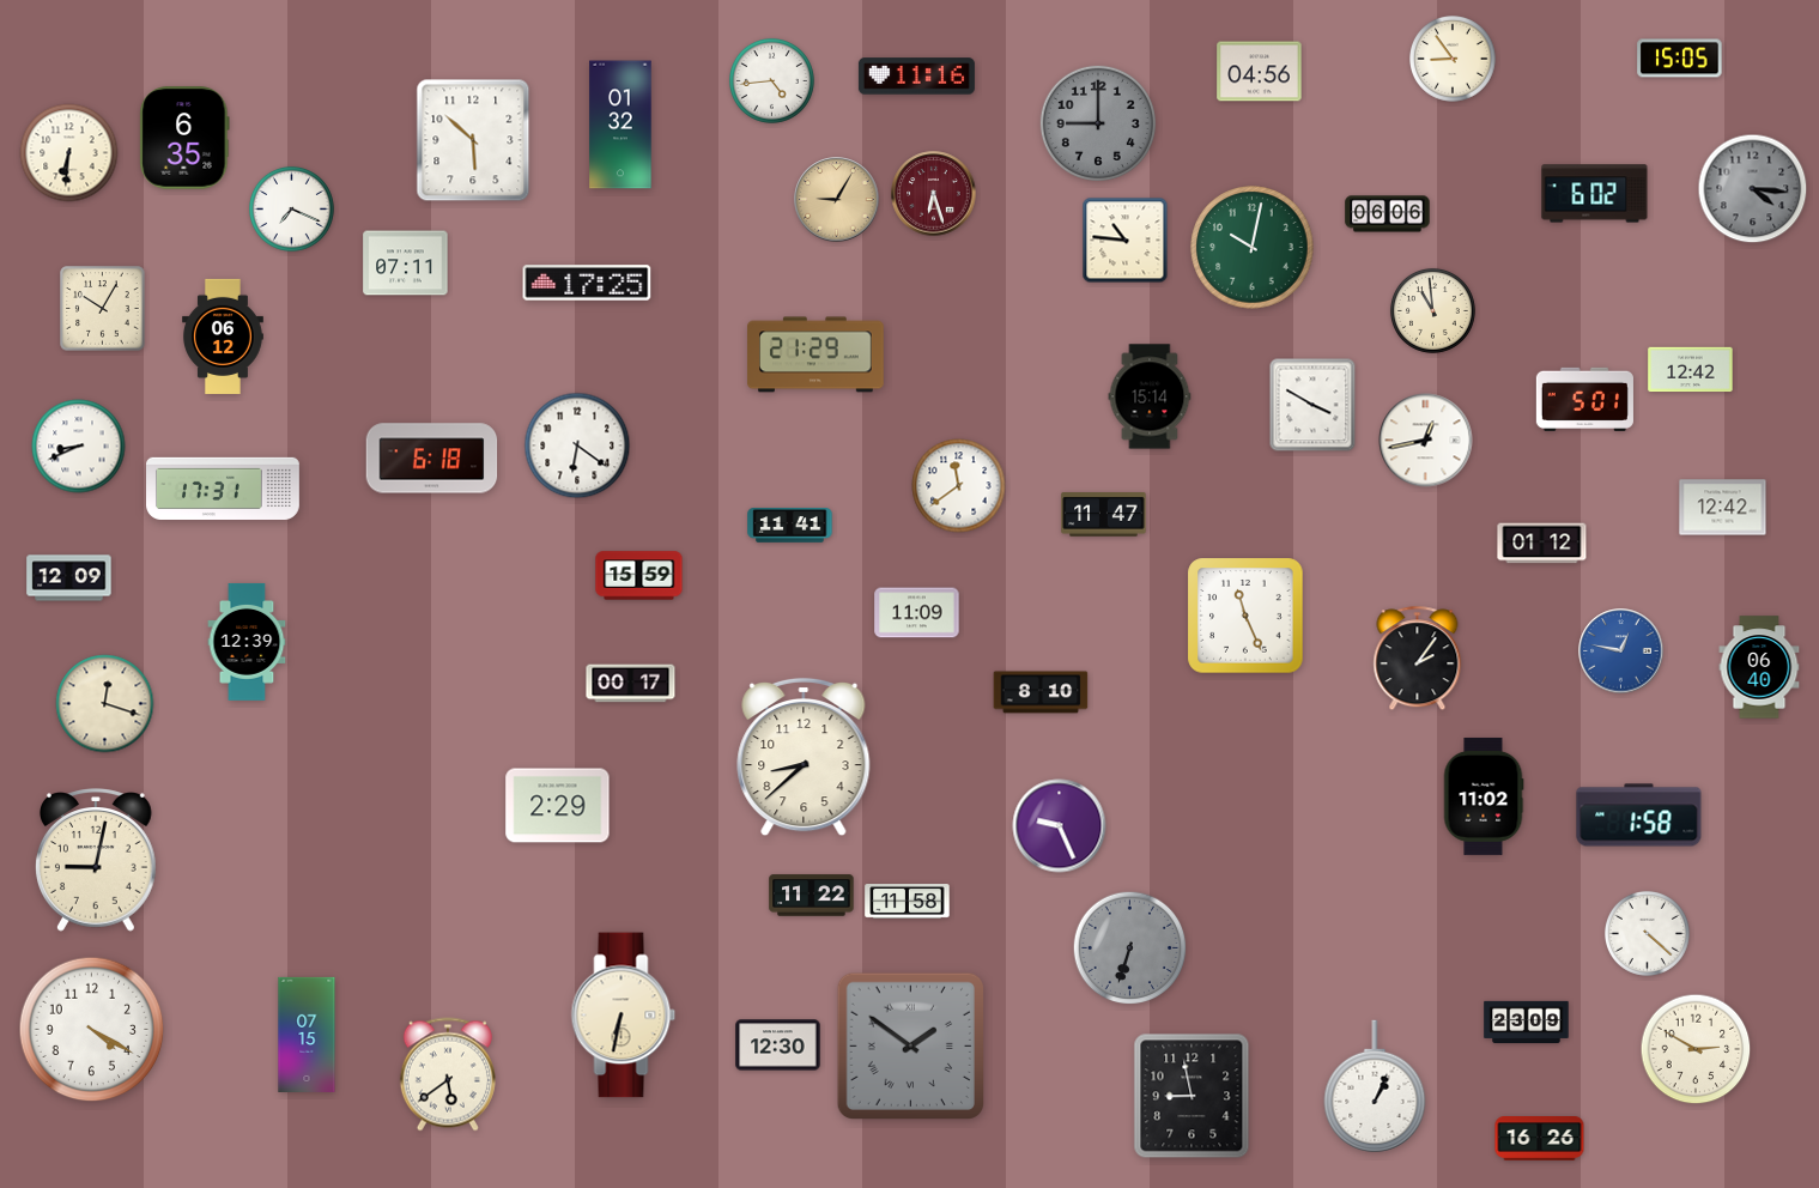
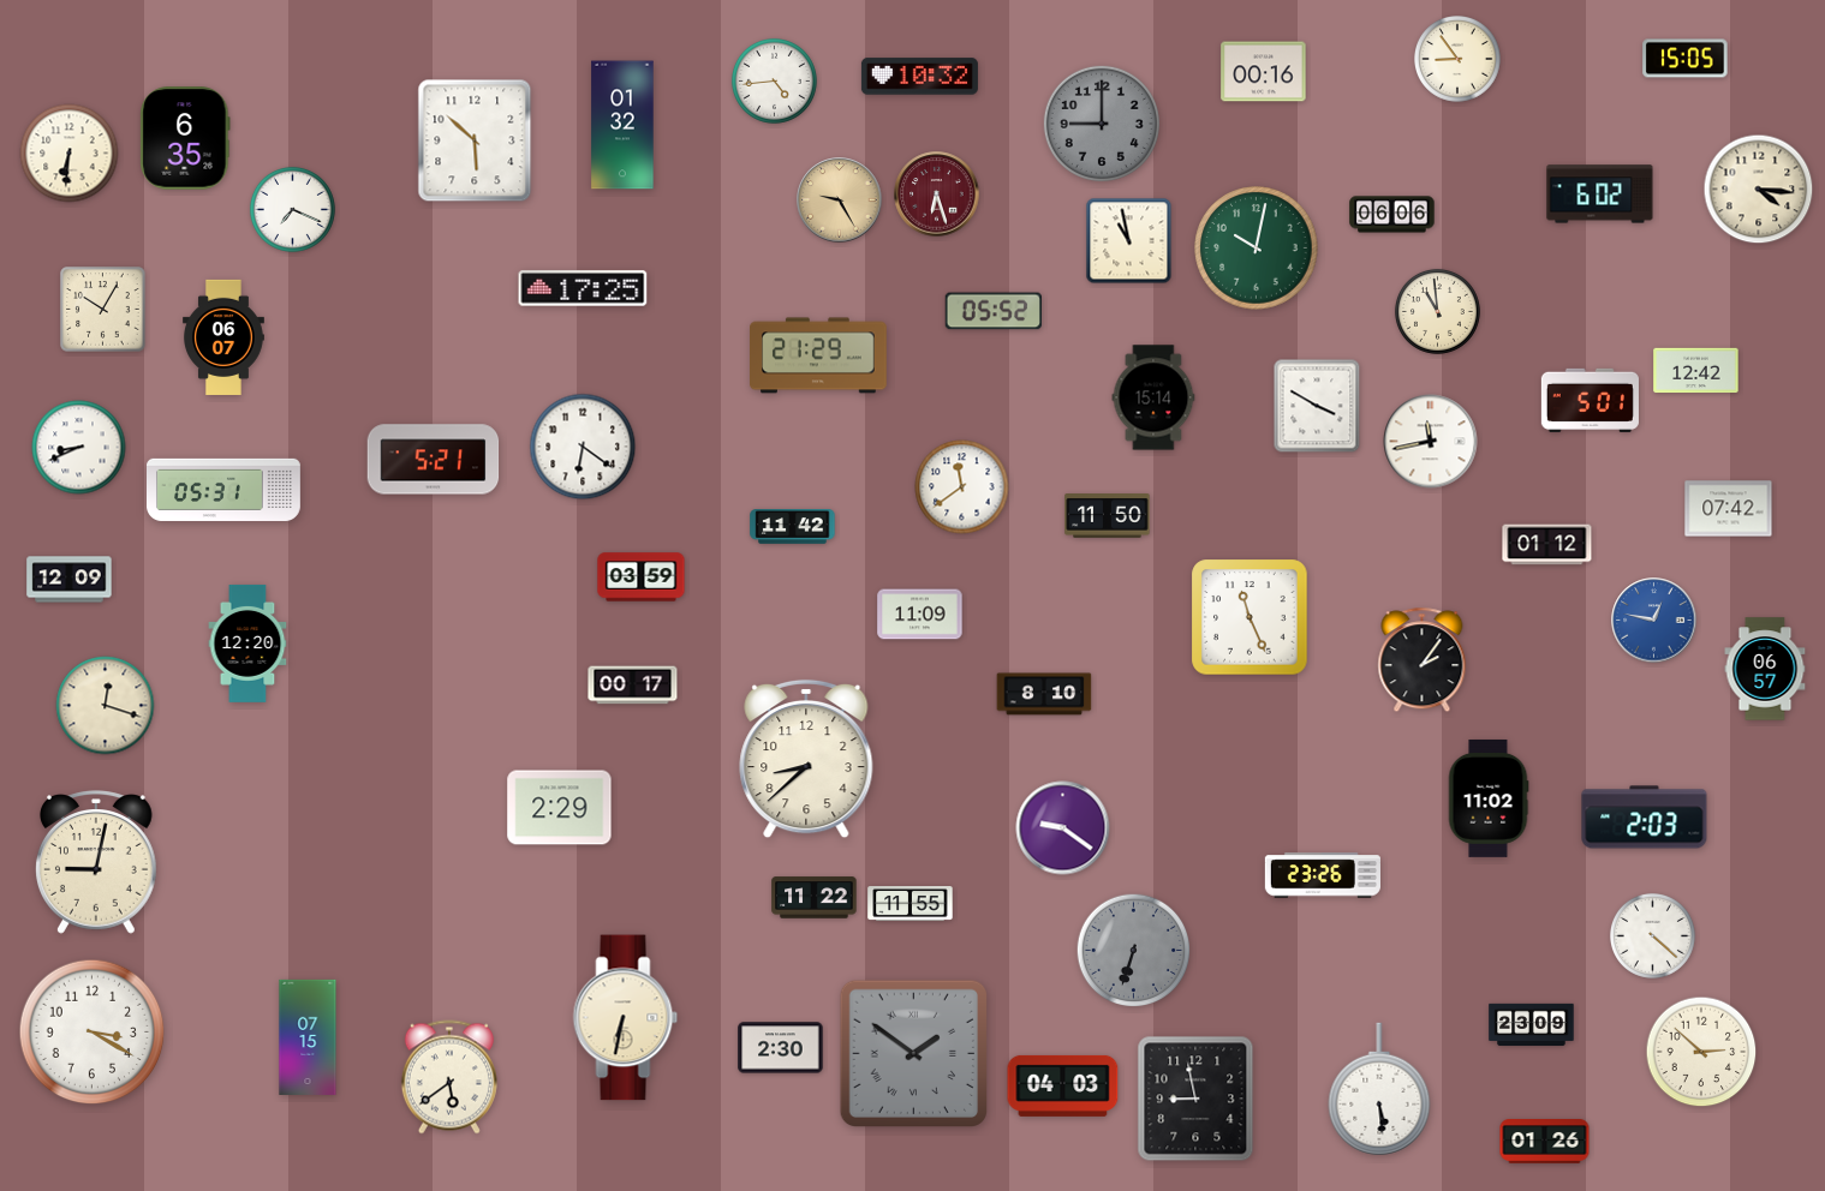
clock at (1260, 72): 04:56 -> 00:16
clock at (916, 77): 11:16 -> 10:32
clock at (1753, 189) dial: grey -> cream
clock at (837, 200): 9:05 -> 9:25
clock at (1126, 241): 10:46 -> 10:58
clock at (406, 263): 07:11 -> none
clock at (587, 283) position: (587, 283) -> (583, 288)
clock at (992, 311): none -> 05:52
clock at (224, 337): 06:12 -> 06:07
clock at (1426, 441): 12:43 -> 11:43
clock at (577, 445) position: (577, 445) -> (583, 447)
clock at (432, 459): 6:18 -> 5:21
clock at (224, 489): 17:31 -> 05:31
clock at (1723, 508): 12:42 -> 07:42
clock at (1104, 515): 11:47 -> 11:50
clock at (790, 526): 11:41 -> 11:42
clock at (639, 576): 15:59 -> 03:59
clock at (247, 642): 12:39 -> 12:20
clock at (1621, 651) position: (1621, 651) -> (1654, 621)
clock at (1759, 667): 06:40 -> 06:57
clock at (1639, 816): 1:58 -> 2:03
clock at (1060, 826): 9:26 -> 9:21
clock at (1323, 875): none -> 23:26
clock at (908, 902): 11:58 -> 11:55
clock at (92, 1030): 4:20 -> 3:20
clock at (778, 1045): 12:30 -> 2:30
clock at (910, 1045) position: (910, 1045) -> (913, 1053)
clock at (1696, 1049): 2:50 -> 2:52
clock at (1063, 1085): none -> 04:03
clock at (1375, 1086): 1:04 -> 5:29
clock at (1540, 1139): 16:26 -> 01:26
